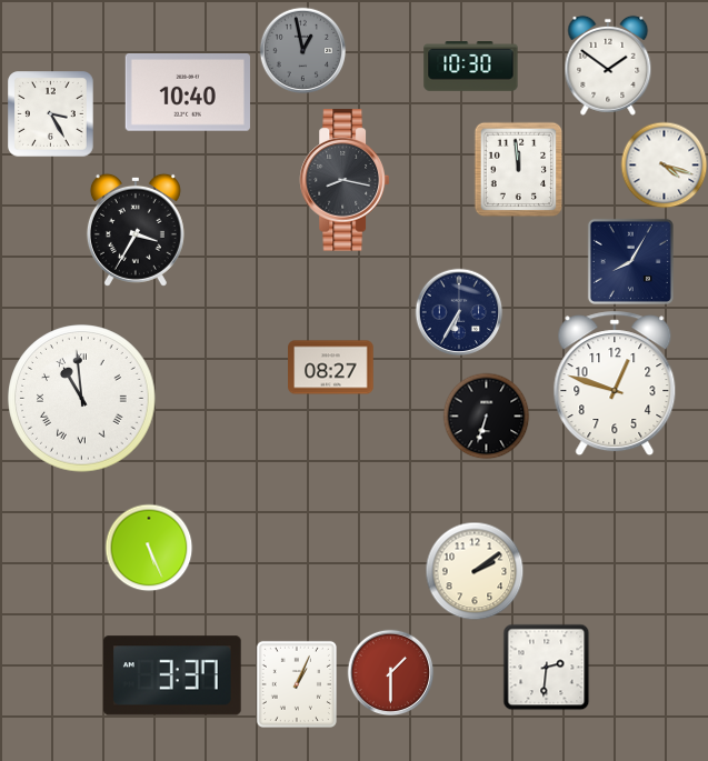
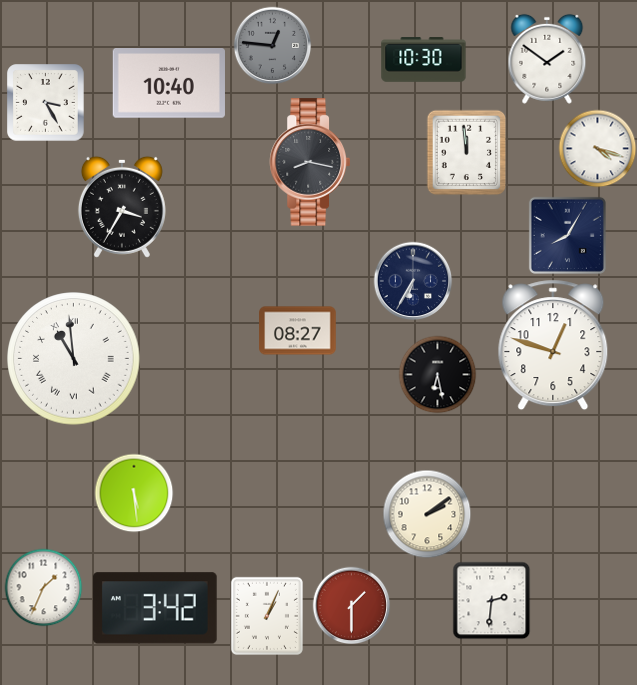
clock at (302, 50): 12:58 -> 12:46
clock at (486, 415): 6:33 -> 6:28
clock at (149, 548): 5:26 -> 5:29
clock at (43, 587): none -> 1:34
clock at (172, 675): 3:37 -> 3:42
